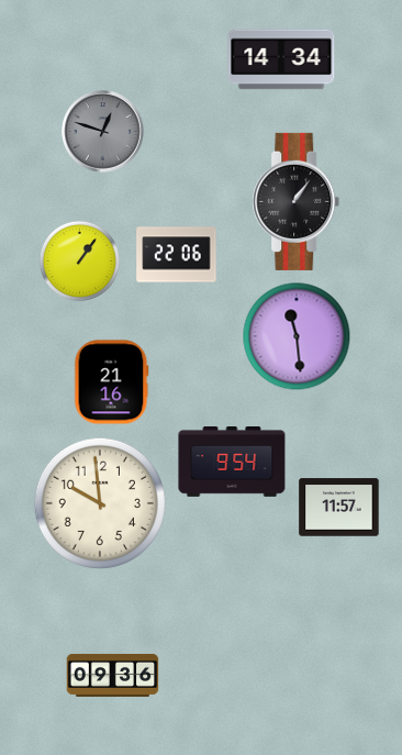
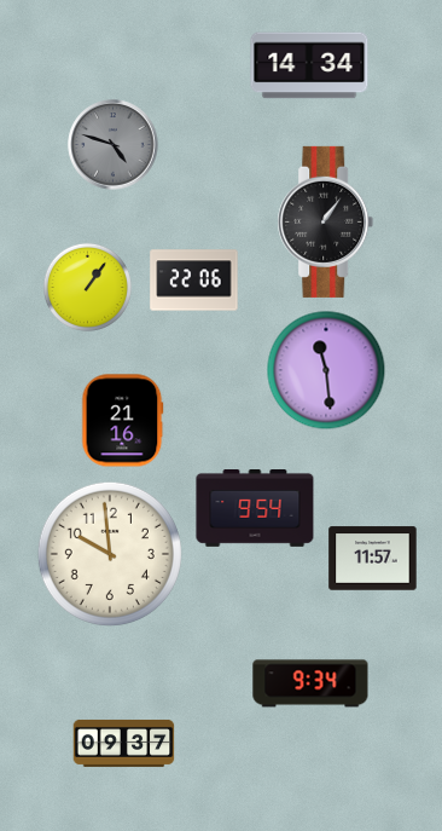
clock at (103, 132): 12:48 -> 4:48
clock at (310, 683): none -> 9:34
clock at (113, 675): 09:36 -> 09:37
